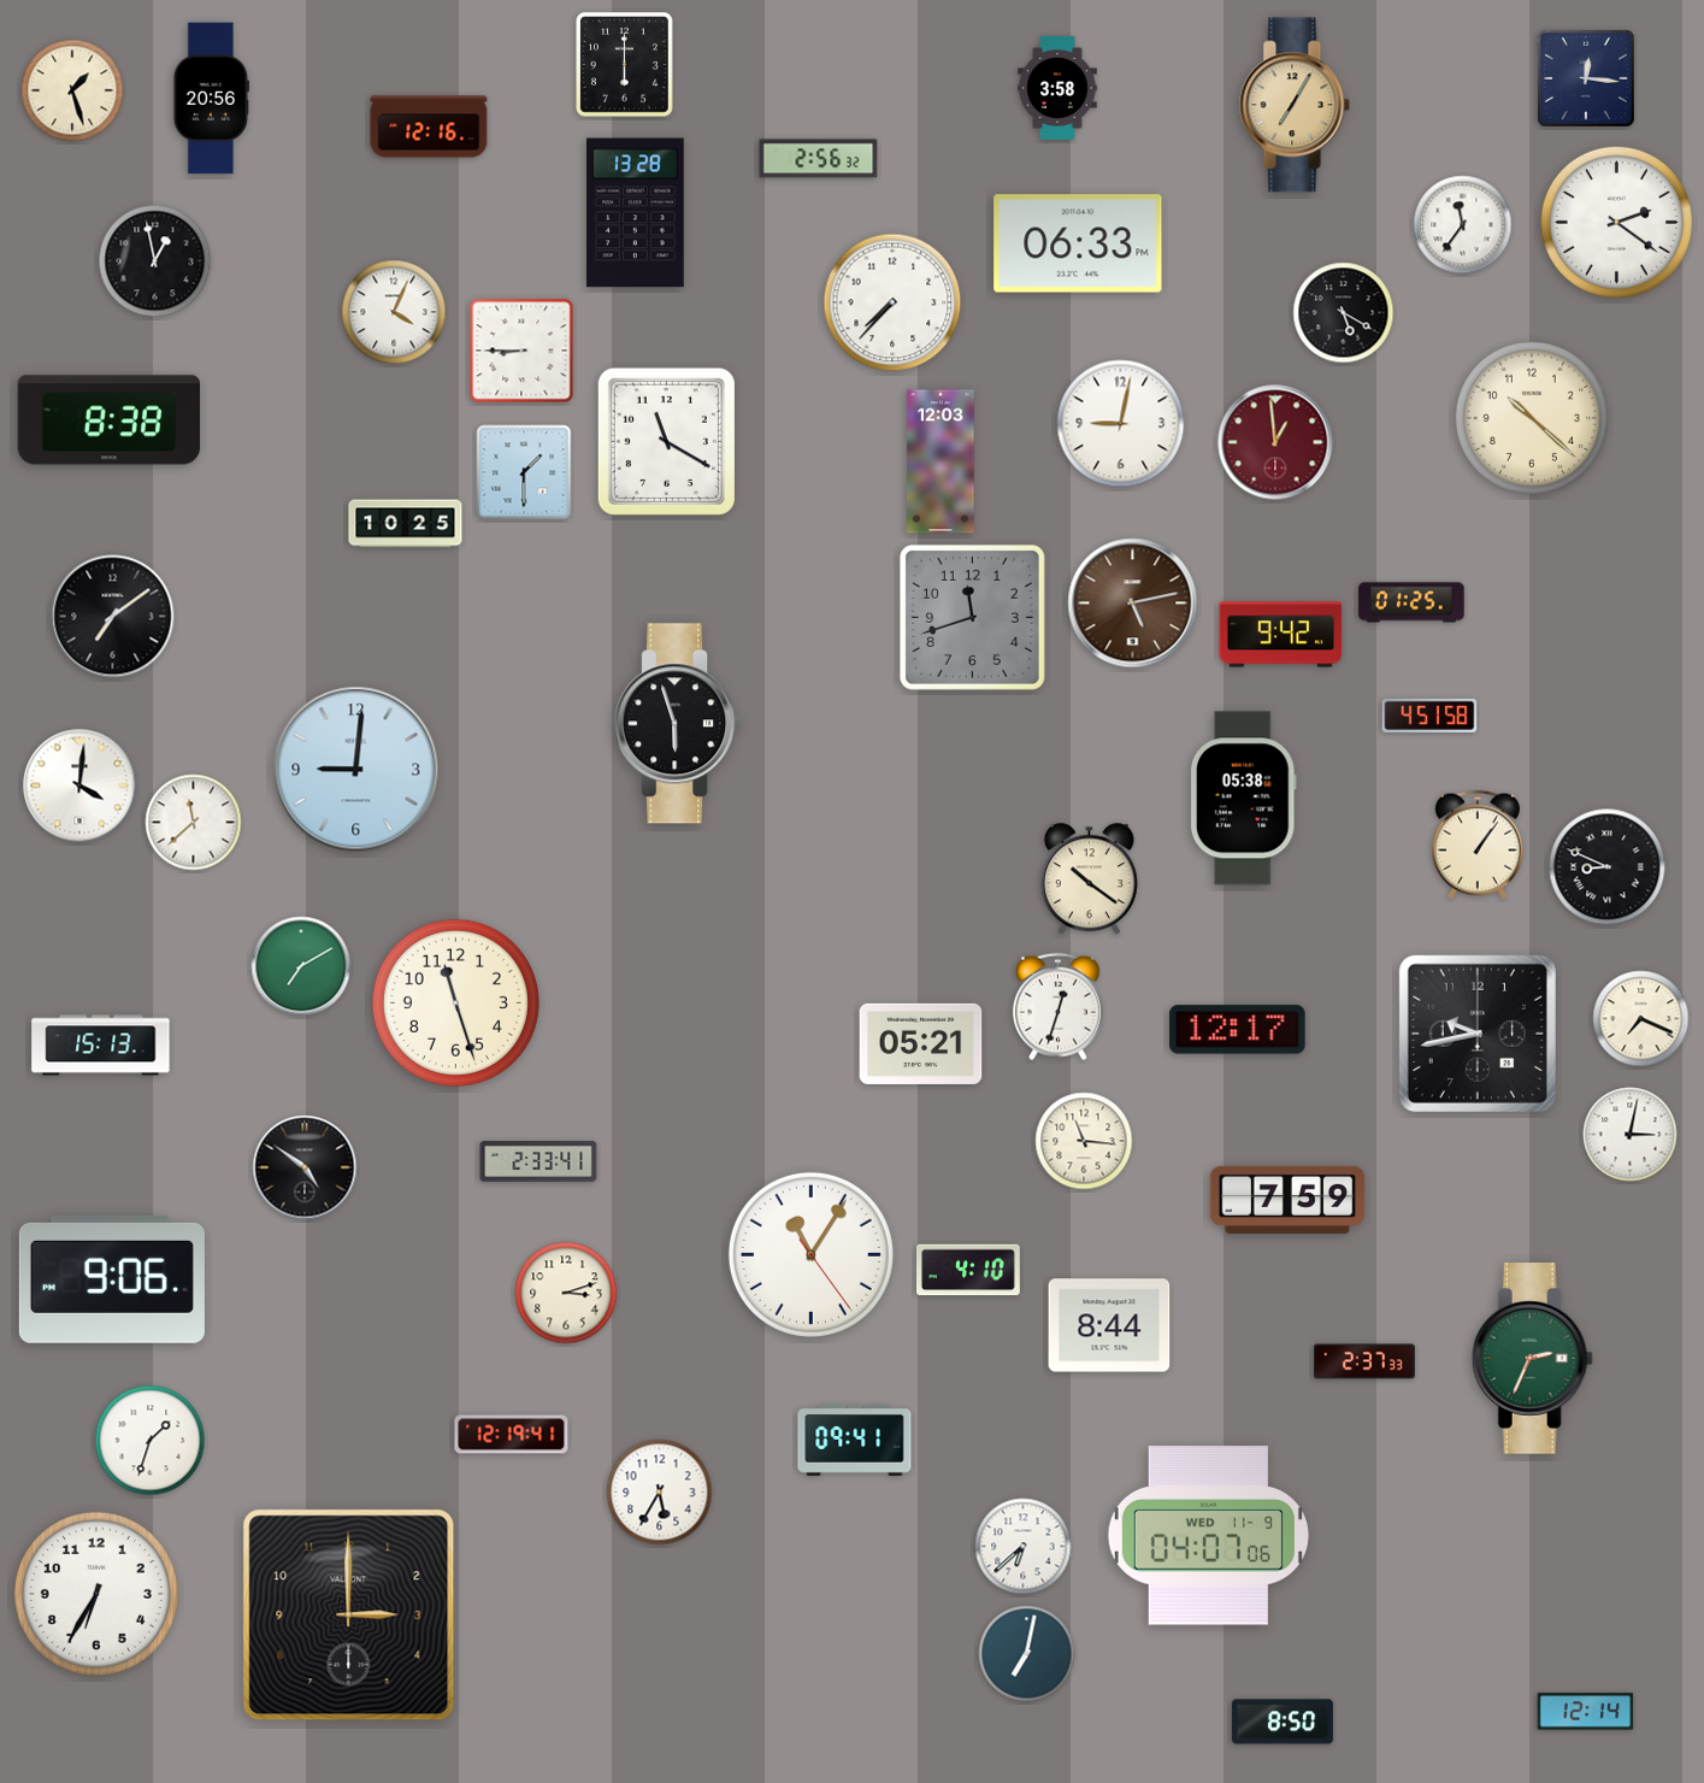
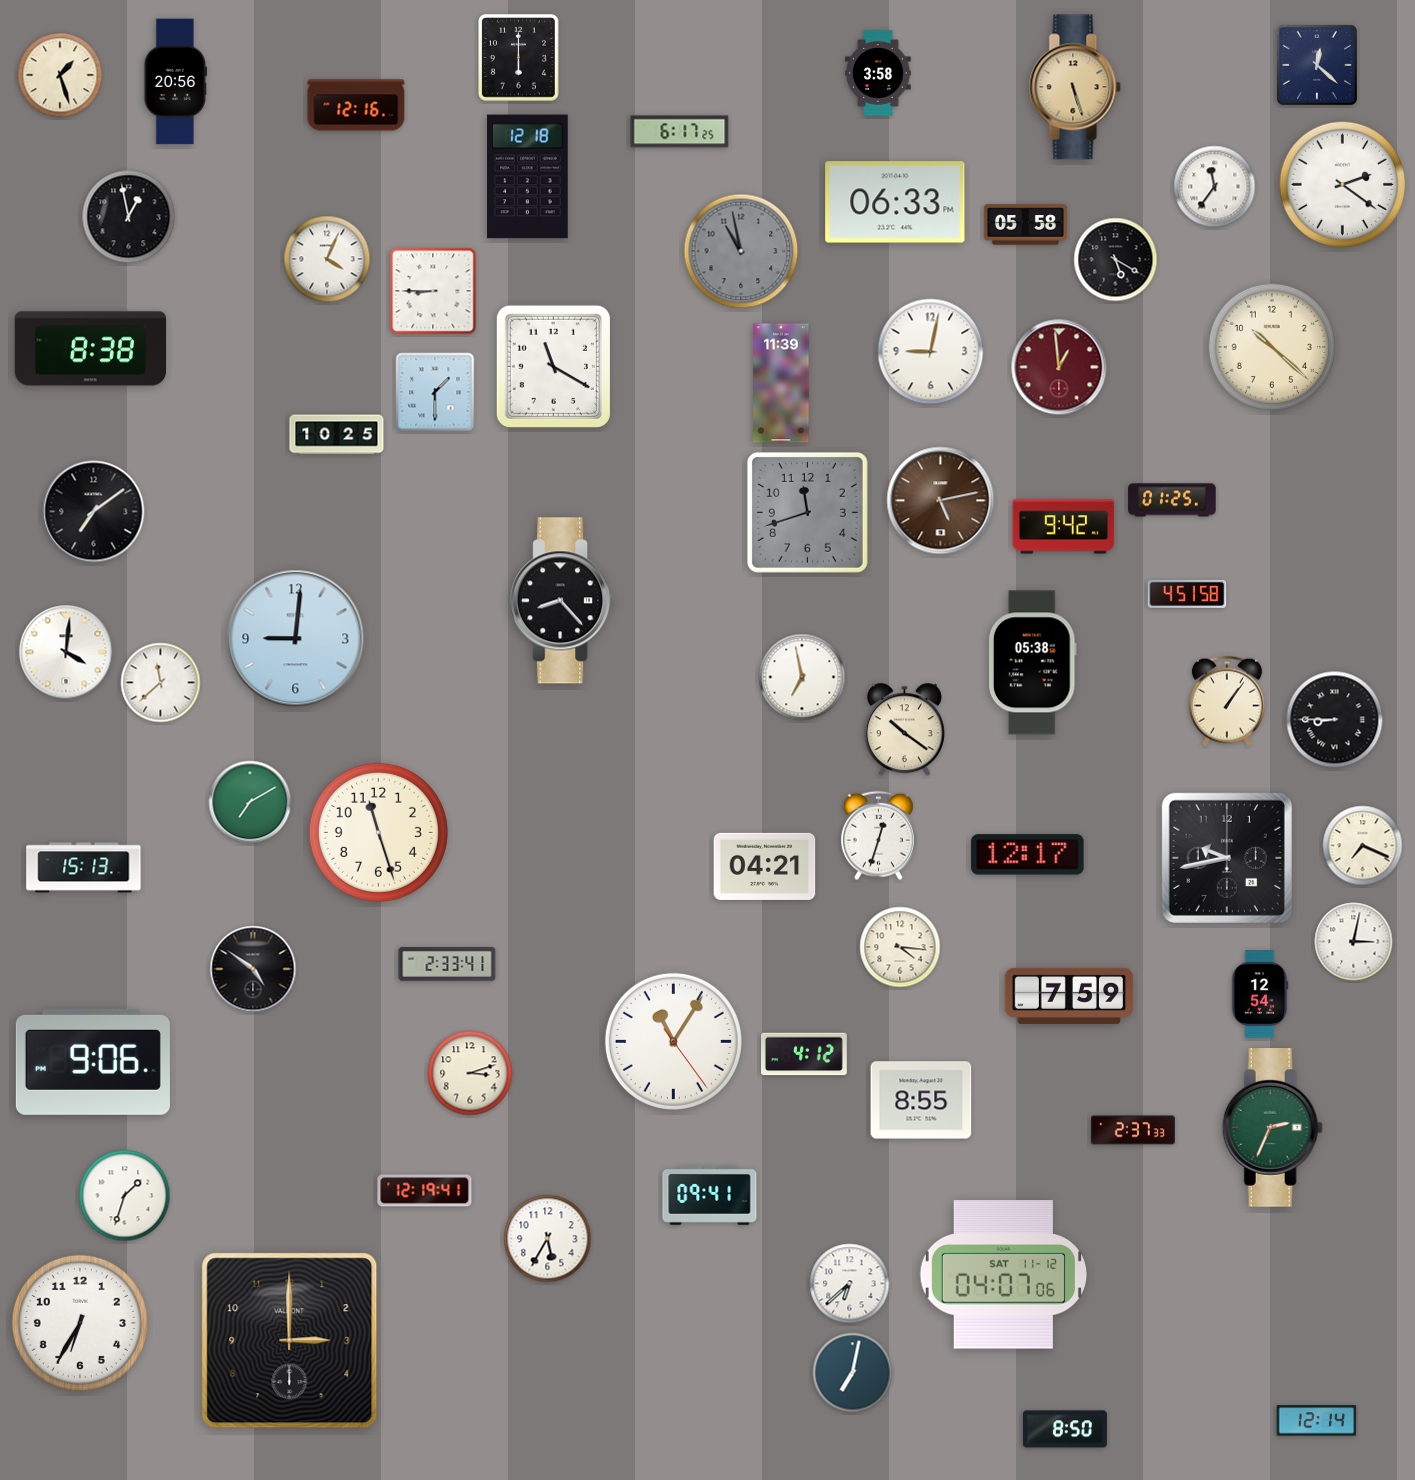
clock at (625, 65) position: (625, 65) -> (519, 58)
clock at (1586, 78): 12:16 -> 12:22
clock at (1295, 105): 7:05 -> 5:27
clock at (819, 159): 2:56 -> 6:17
clock at (636, 213): 13:28 -> 12:18
clock at (1025, 225): none -> 05:58
clock at (892, 302): 7:37 -> 10:58
clock at (892, 302) dial: white -> grey
clock at (941, 461): 12:03 -> 11:39
clock at (678, 724): 5:57 -> 8:23
clock at (802, 677): none -> 6:58
clock at (1608, 867): 8:49 -> 8:45
clock at (921, 1043): 05:21 -> 04:21
clock at (1084, 1141): 11:16 -> 4:16
clock at (1260, 994): none -> 12:54
clock at (969, 1270): 4:10 -> 4:12
clock at (1109, 1325): 8:44 -> 8:55
clock at (1208, 1536) date: WED 11-9 -> SAT 11-12
